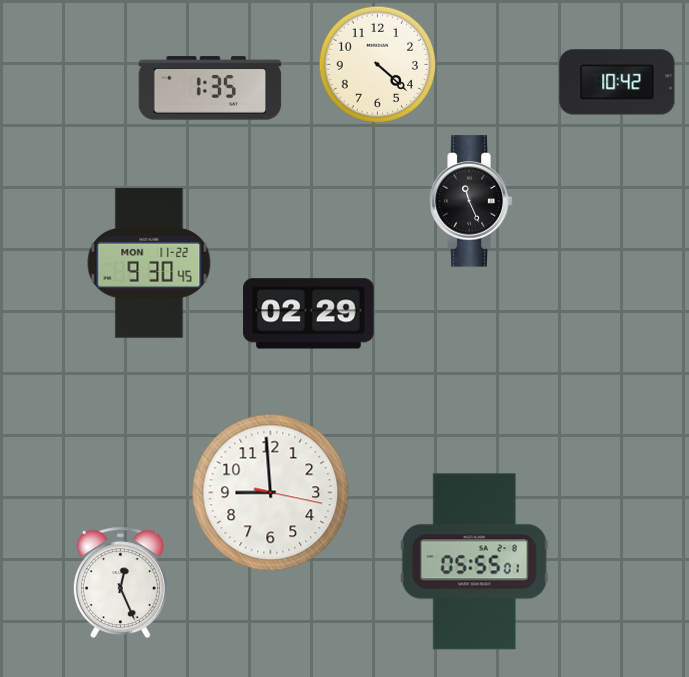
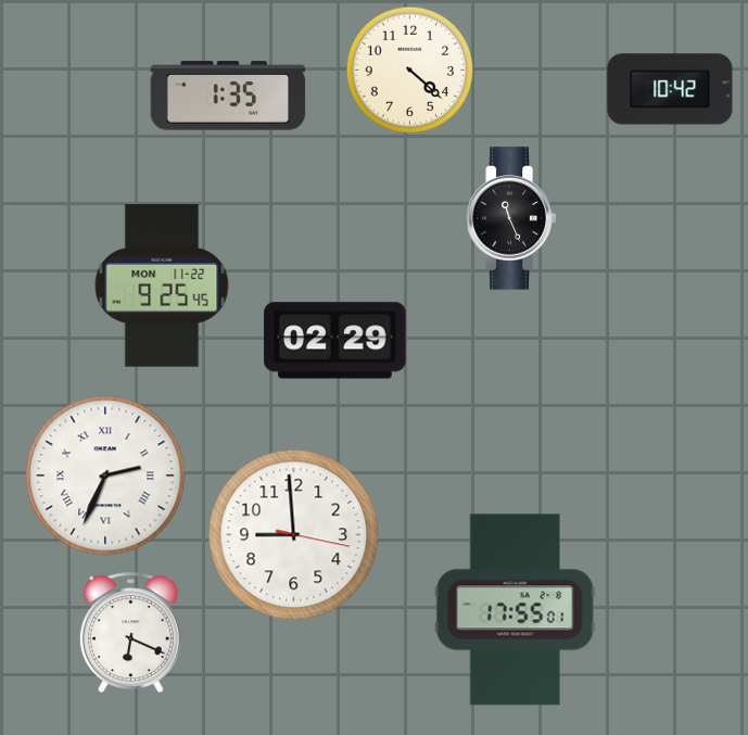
clock at (149, 263): 9:30 -> 9:25
clock at (105, 476): none -> 2:34
clock at (474, 562): 05:55 -> 17:55
clock at (120, 583): 12:26 -> 6:19
